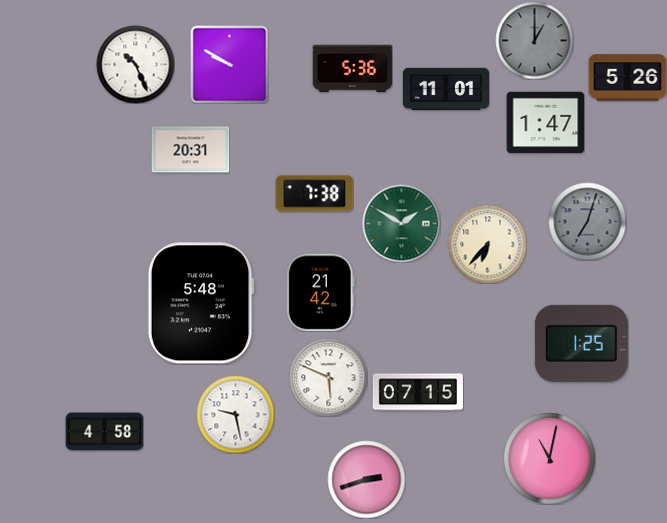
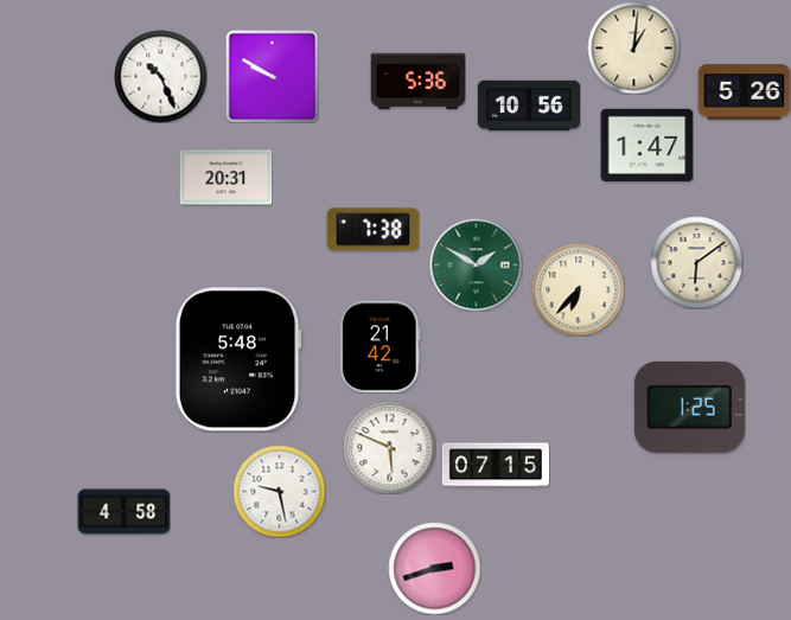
clock at (534, 40): 1:00 -> 1:01
clock at (534, 40) dial: grey -> cream
clock at (446, 89): 11:01 -> 10:56
clock at (587, 221): 7:03 -> 6:09
clock at (587, 221) dial: grey -> cream
clock at (549, 458): 11:02 -> none
